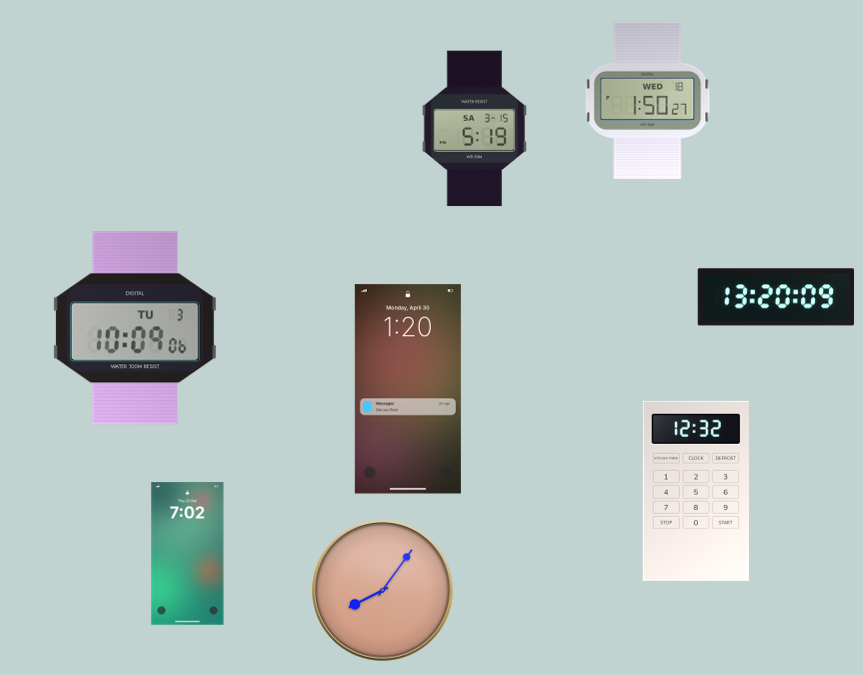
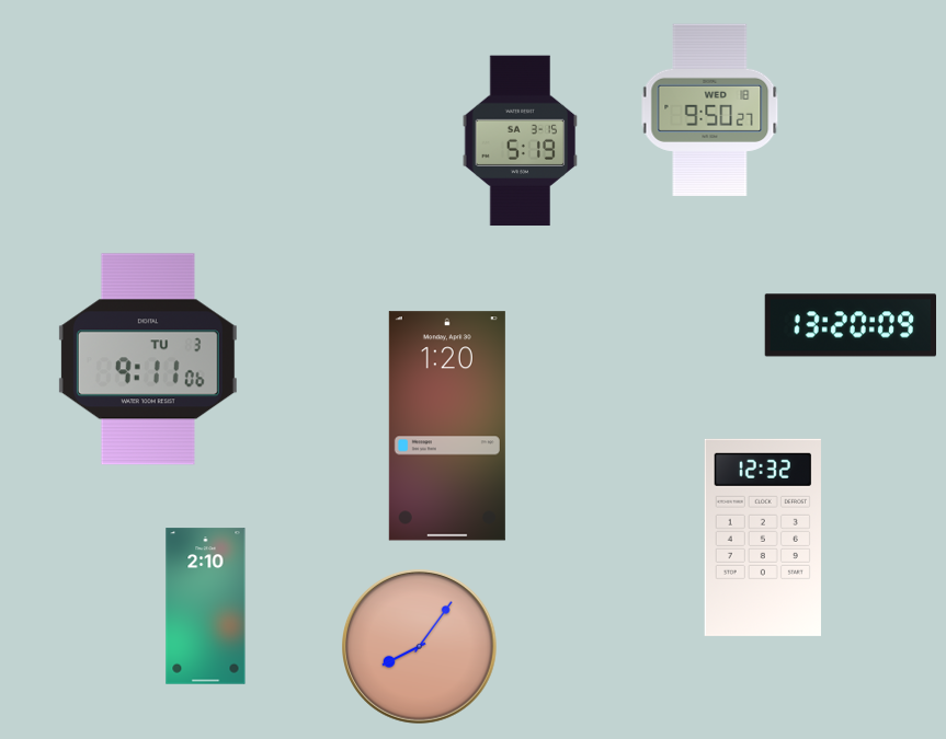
clock at (648, 100): 1:50 -> 9:50
clock at (135, 328): 10:09 -> 9:11
clock at (188, 554): 7:02 -> 2:10
